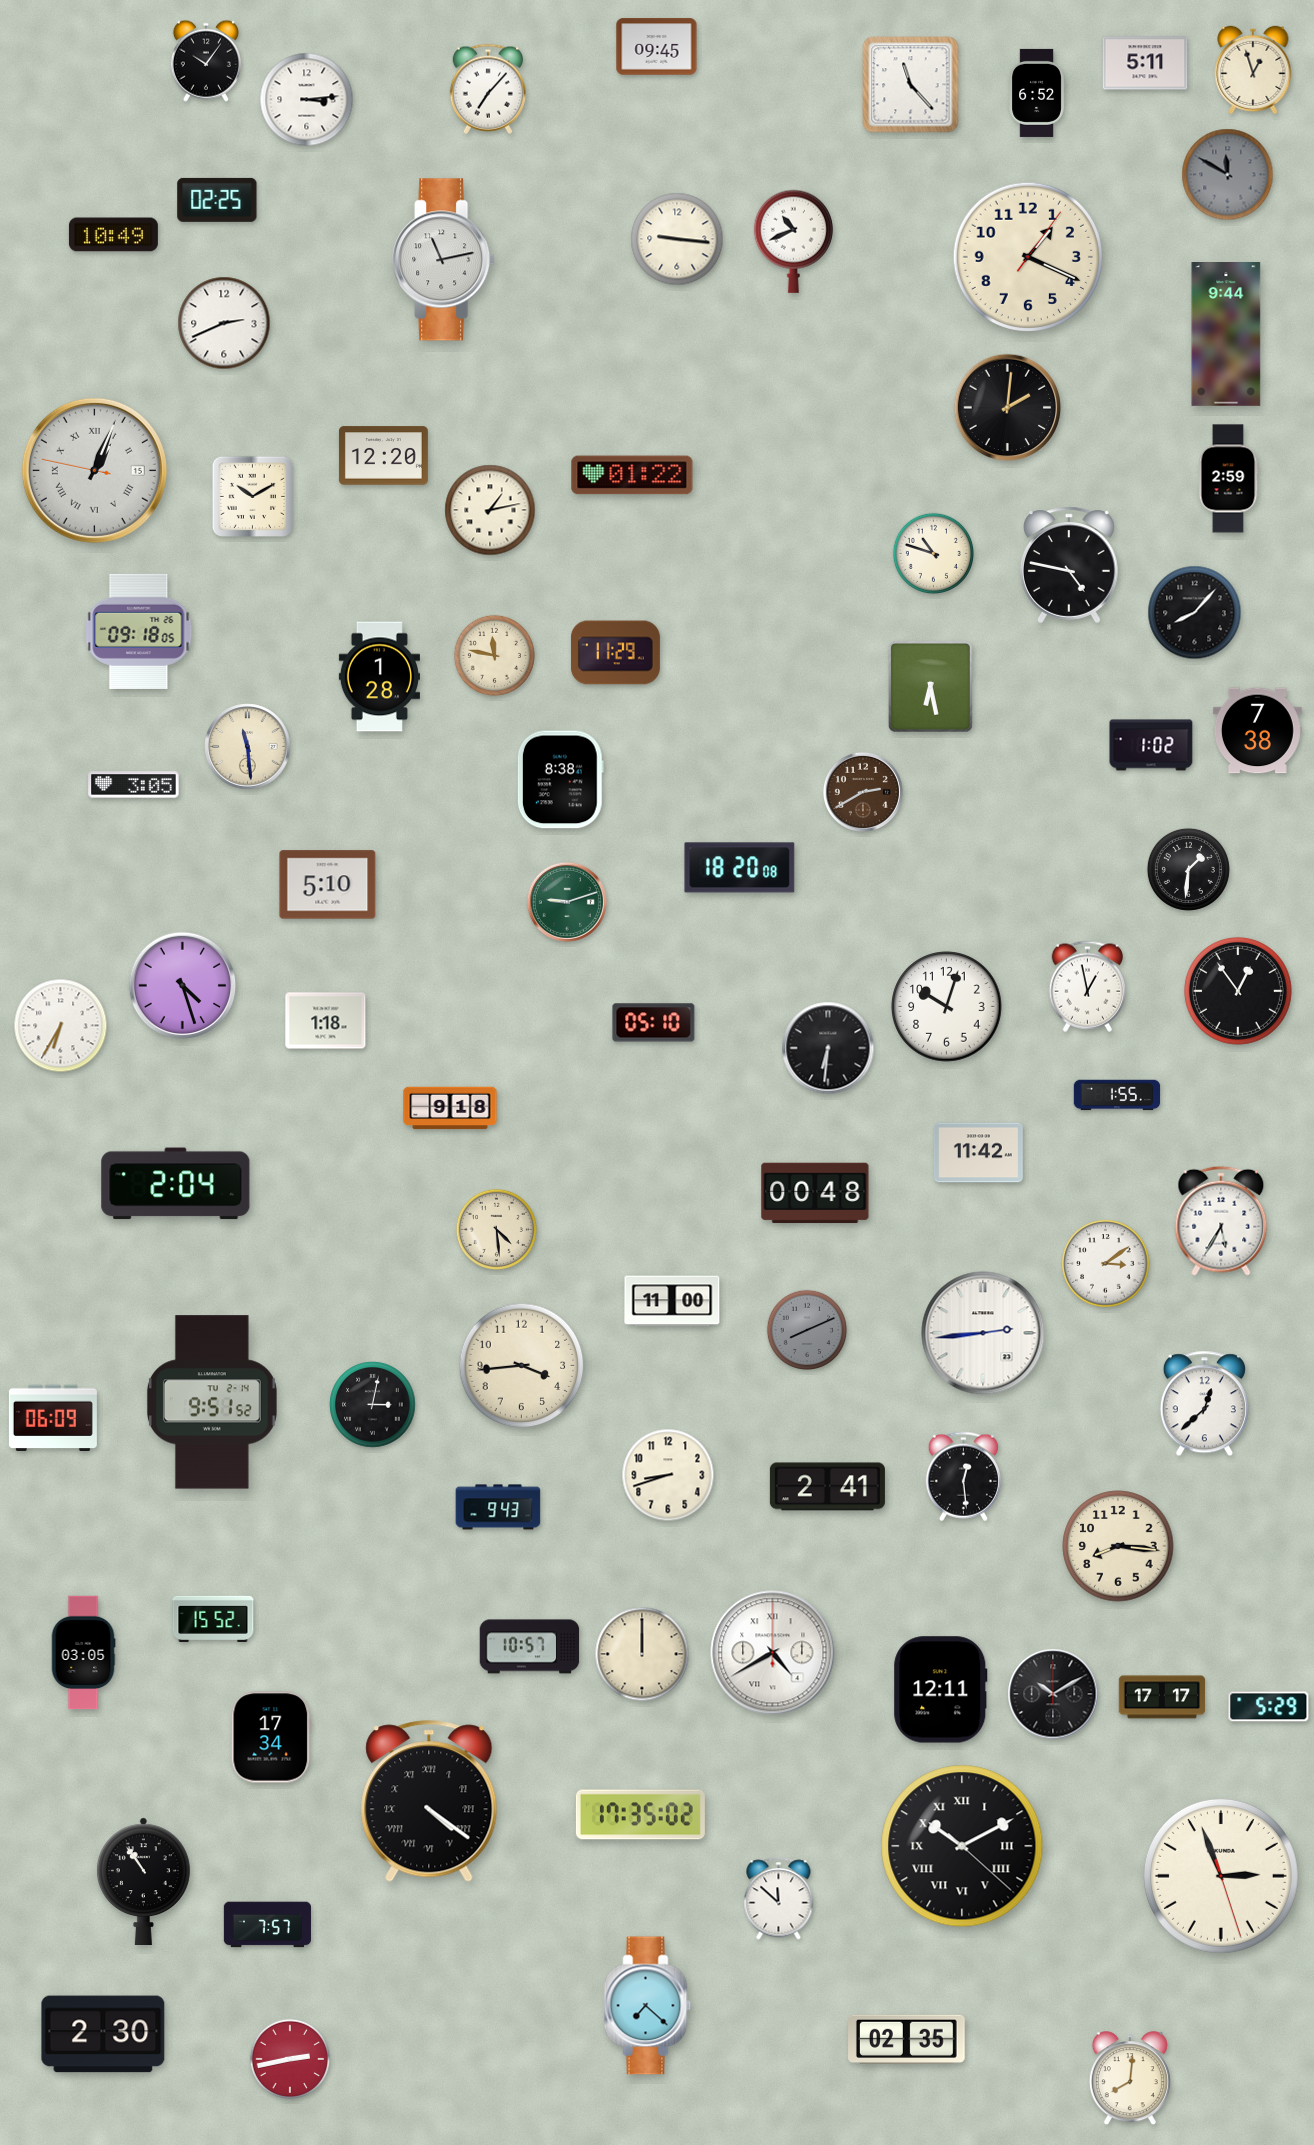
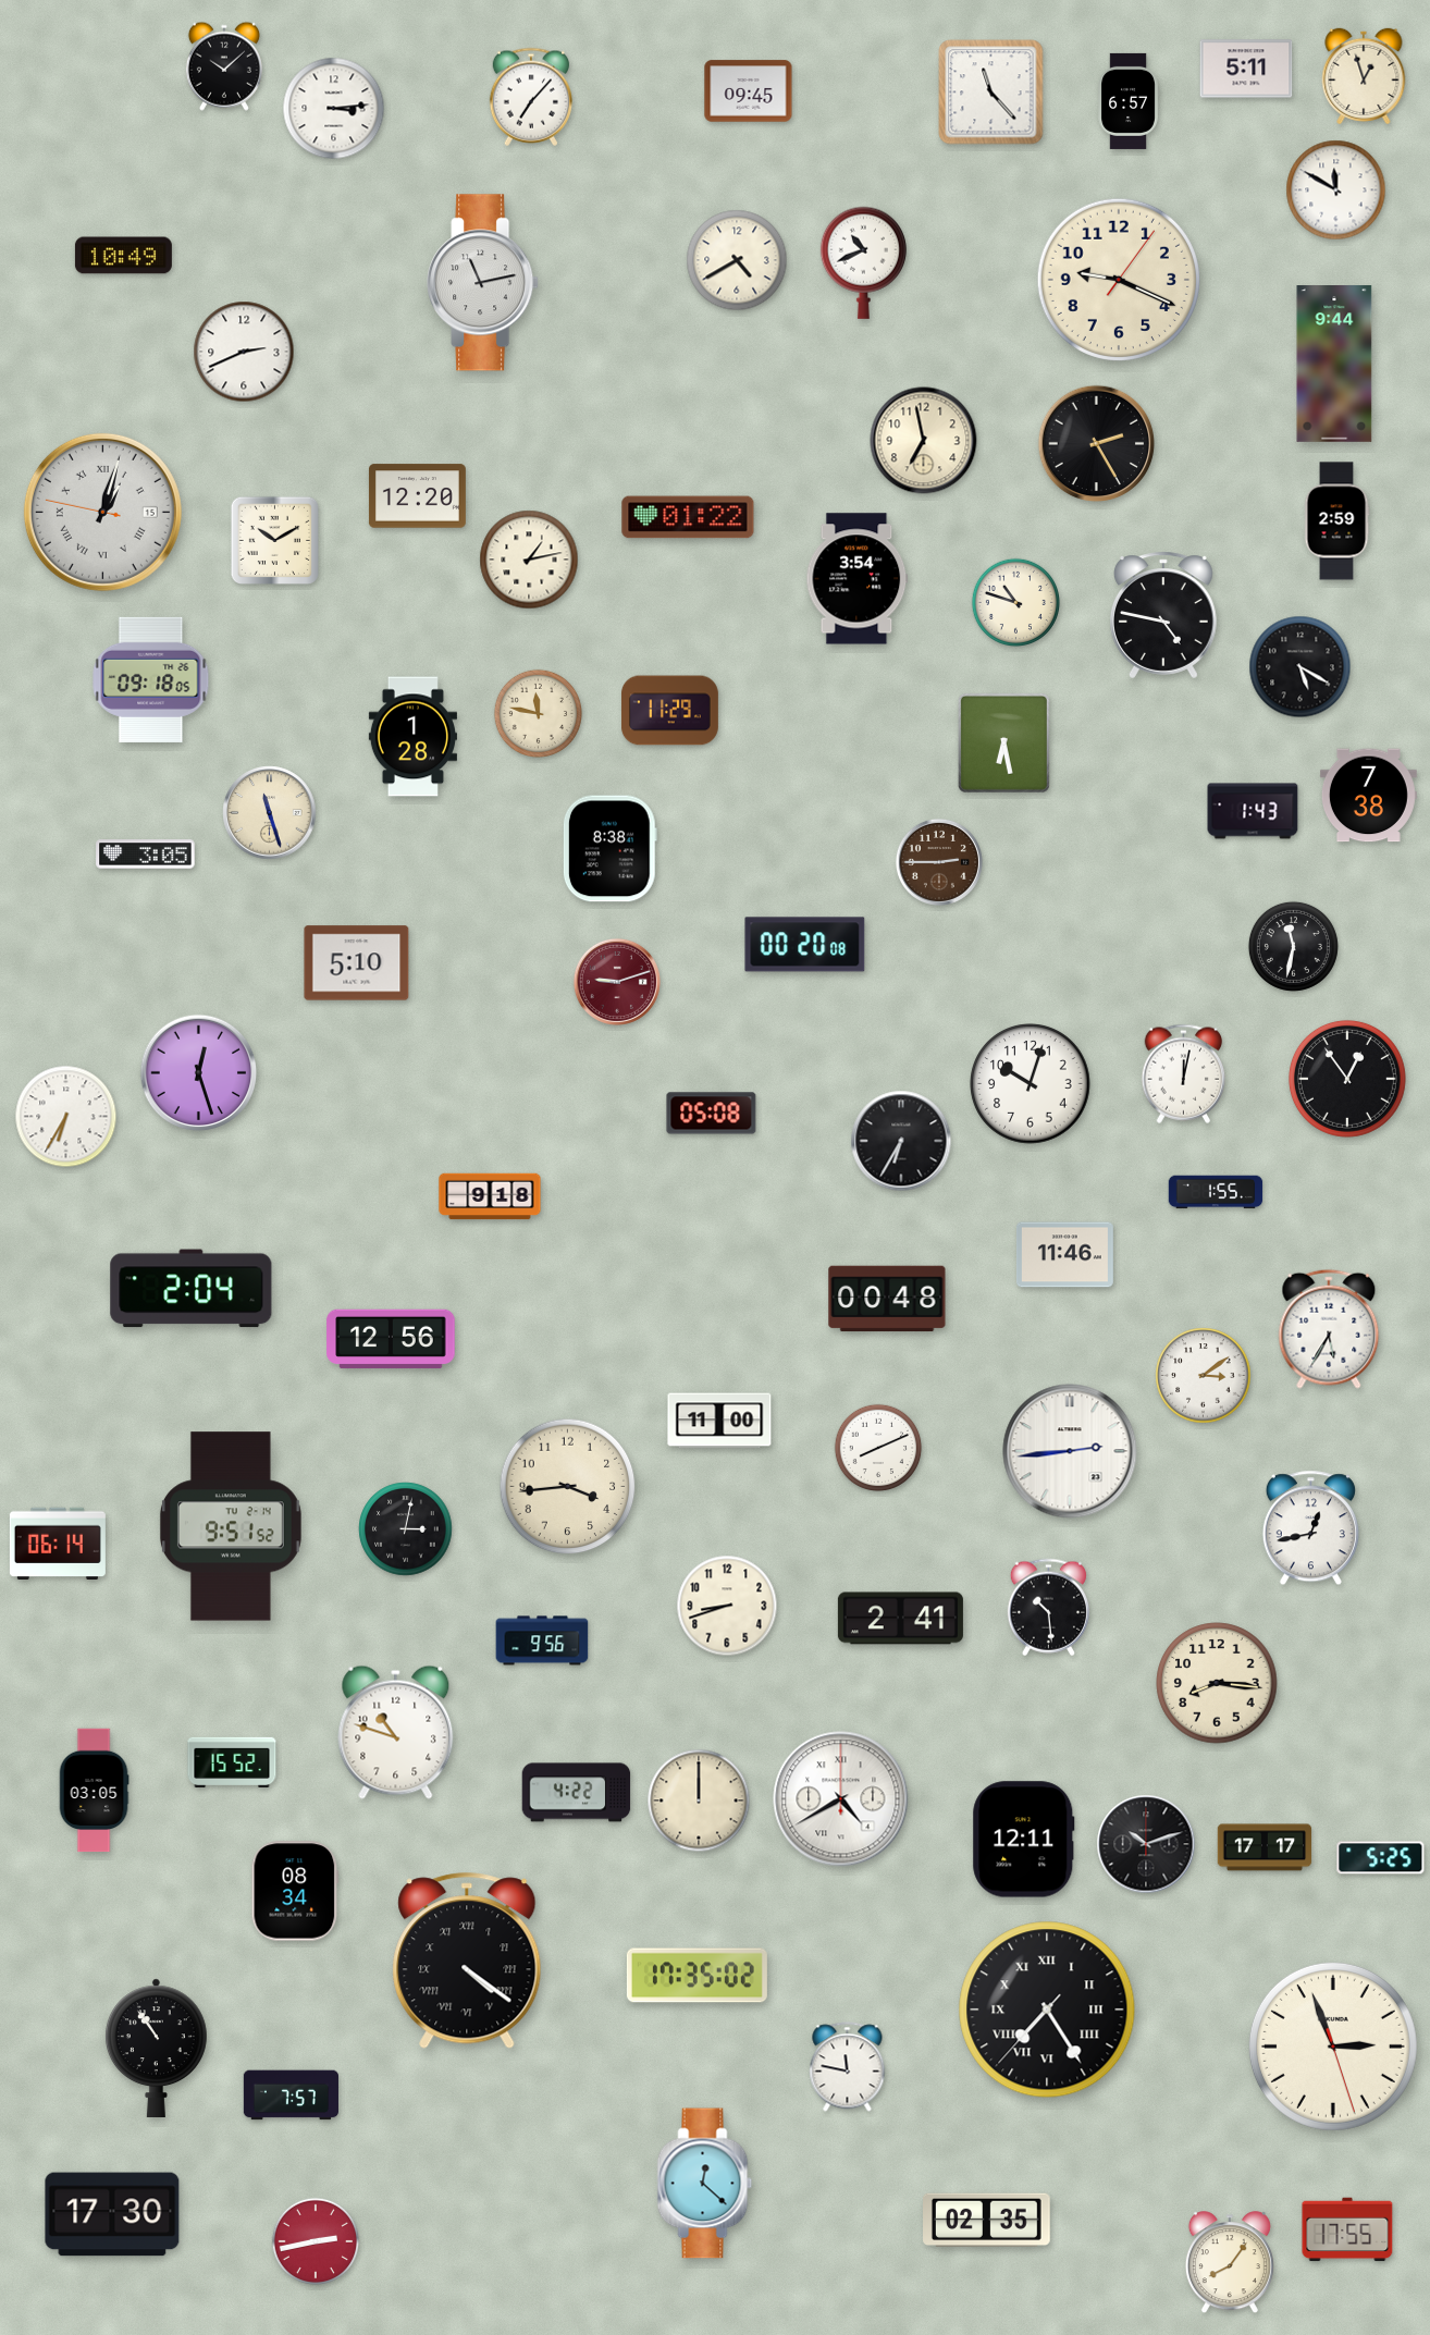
clock at (657, 47) position: (657, 47) -> (749, 91)
clock at (206, 61): 10:06 -> 10:08
clock at (1037, 93): 6:52 -> 6:57
clock at (1228, 175) dial: grey -> white
clock at (217, 200): 02:25 -> none
clock at (677, 239): 9:16 -> 4:40
clock at (1028, 257): 1:19 -> 9:19
clock at (924, 441): none -> 6:58
clock at (1008, 408): 2:01 -> 2:25
clock at (94, 470): 1:03 -> 1:02
clock at (490, 510) position: (490, 510) -> (529, 560)
clock at (858, 579): none -> 3:54
clock at (1195, 613): 8:07 -> 5:20
clock at (139, 631) position: (139, 631) -> (151, 679)
clock at (930, 686) position: (930, 686) -> (1003, 742)
clock at (1151, 745): 1:02 -> 1:43
clock at (248, 747): 11:29 -> 11:27
clock at (863, 792): 2:40 -> 2:45
clock at (740, 868): 18:20 -> 00:20
clock at (1188, 869): 1:31 -> 11:32
clock at (567, 902) dial: green -> burgundy
clock at (183, 986): 4:27 -> 12:27
clock at (1088, 986): 12:58 -> 12:02
clock at (947, 1007) position: (947, 1007) -> (1031, 1084)
clock at (326, 1021): 1:18 -> none
clock at (654, 1023): 05:10 -> 05:08
clock at (828, 1048): 6:31 -> 6:35
clock at (450, 1108) position: (450, 1108) -> (490, 1196)
clock at (978, 1153): 11:42 -> 11:46
clock at (496, 1229): 4:29 -> none
clock at (391, 1339): none -> 12:56
clock at (672, 1301) position: (672, 1301) -> (719, 1421)
clock at (807, 1330) dial: grey -> white
clock at (1204, 1404): 12:38 -> 12:43
clock at (53, 1417): 06:09 -> 06:14
clock at (963, 1477): 12:29 -> 10:29
clock at (498, 1507): 9:43 -> 9:56
clock at (396, 1732): none -> 10:48
clock at (530, 1647): 10:57 -> 4:22
clock at (83, 1653) position: (83, 1653) -> (94, 1791)
clock at (1053, 1694): 10:10 -> 10:12
clock at (1269, 1707): 5:29 -> 5:25
clock at (271, 1737): 17:34 -> 08:34
clock at (962, 1846): 10:10 -> 7:24
clock at (1221, 1876) position: (1221, 1876) -> (1333, 2047)
clock at (779, 1899): 11:52 -> 11:47
clock at (648, 2006): 7:22 -> 12:22
clock at (103, 2034): 2:30 -> 17:30
clock at (1347, 2229): none -> 17:55
clock at (1130, 2079): 8:01 -> 8:06
